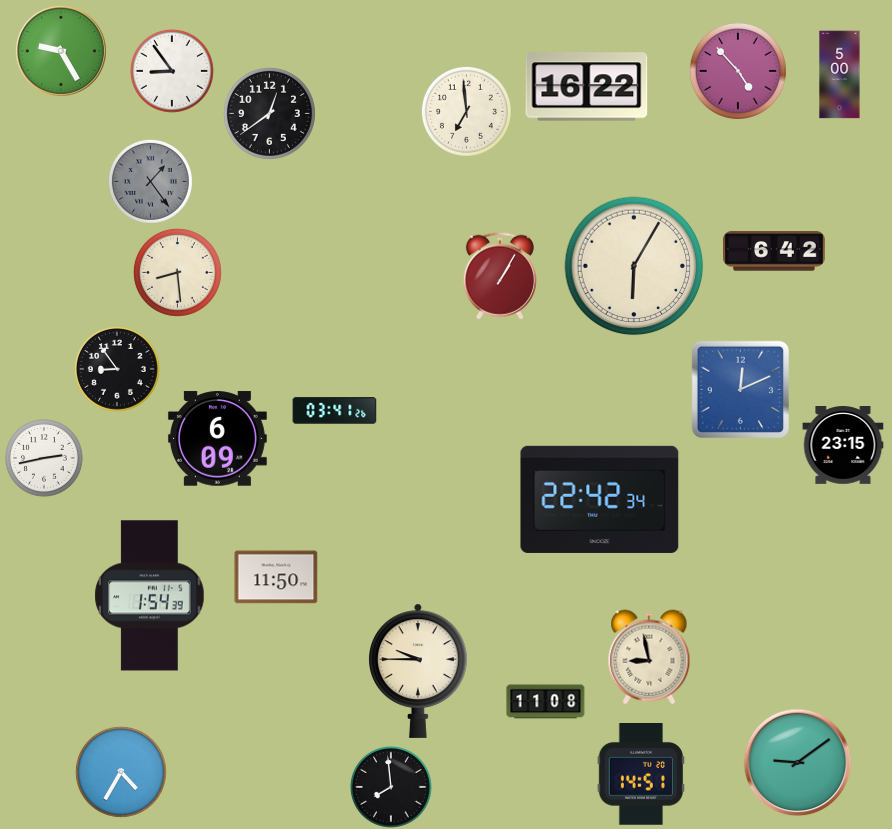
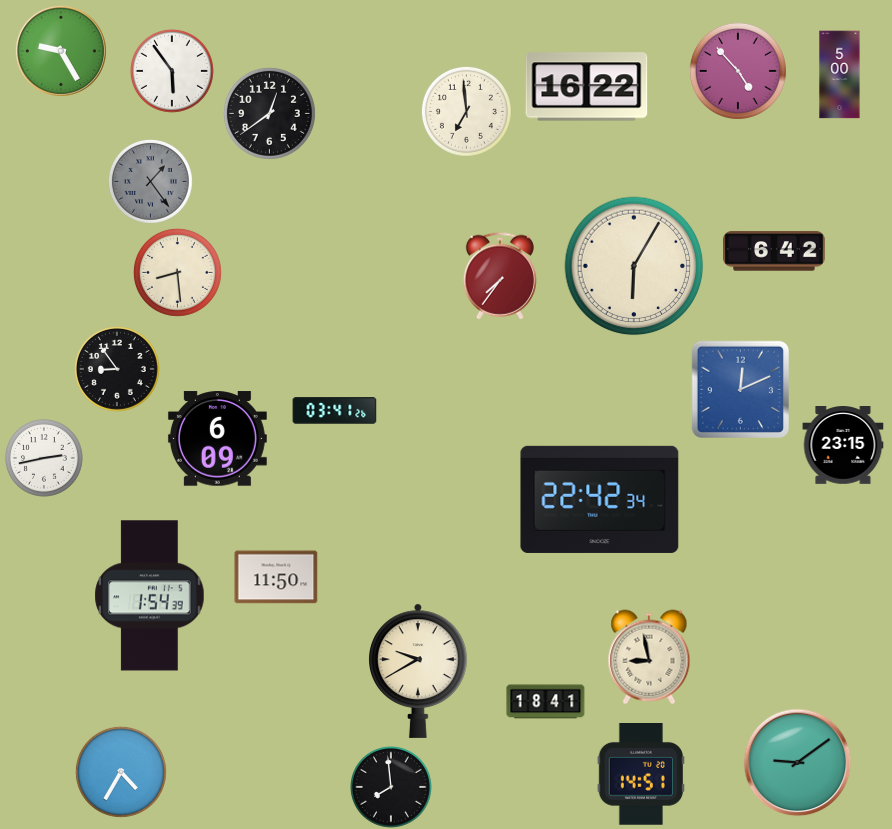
clock at (172, 71): 8:54 -> 5:54
clock at (500, 276): 1:05 -> 7:36
clock at (419, 671): 9:45 -> 9:40
clock at (546, 702): 11:08 -> 18:41
